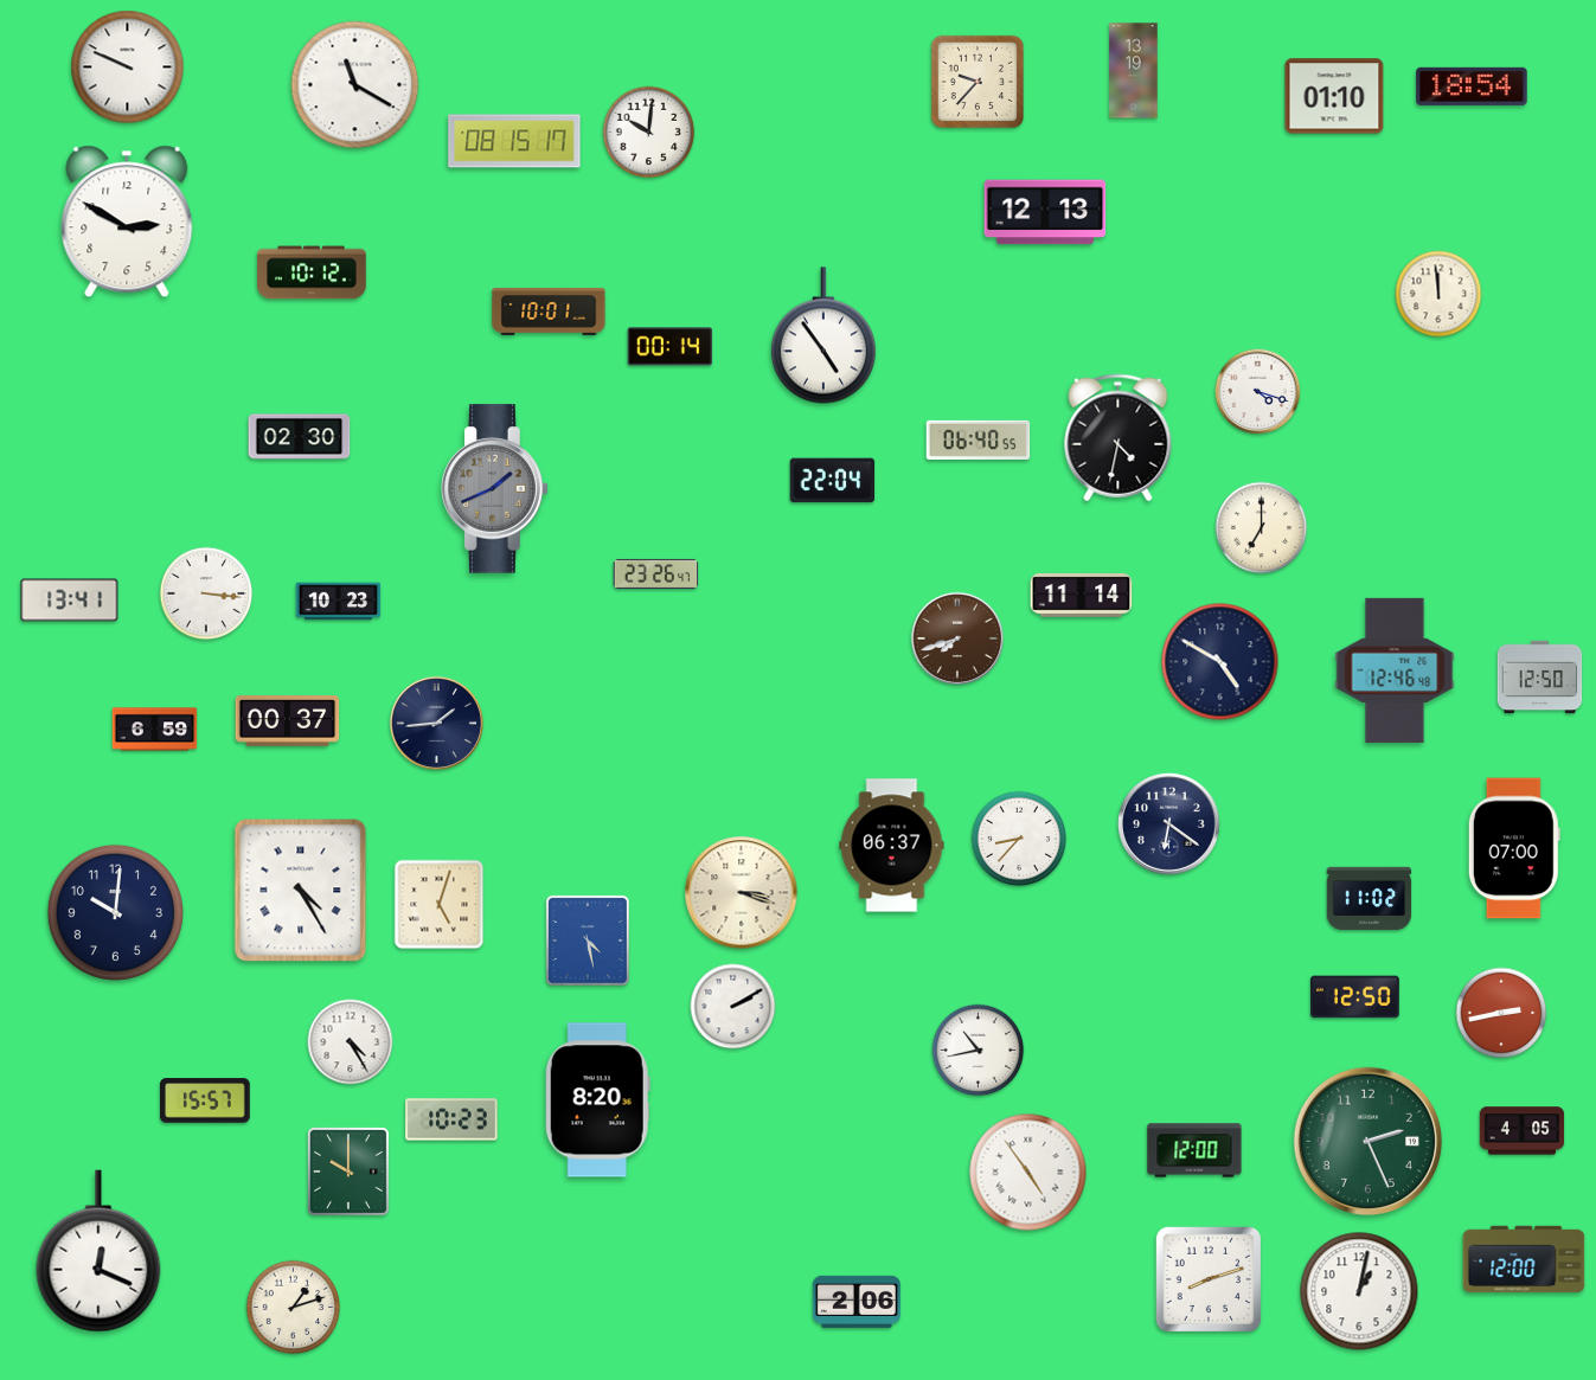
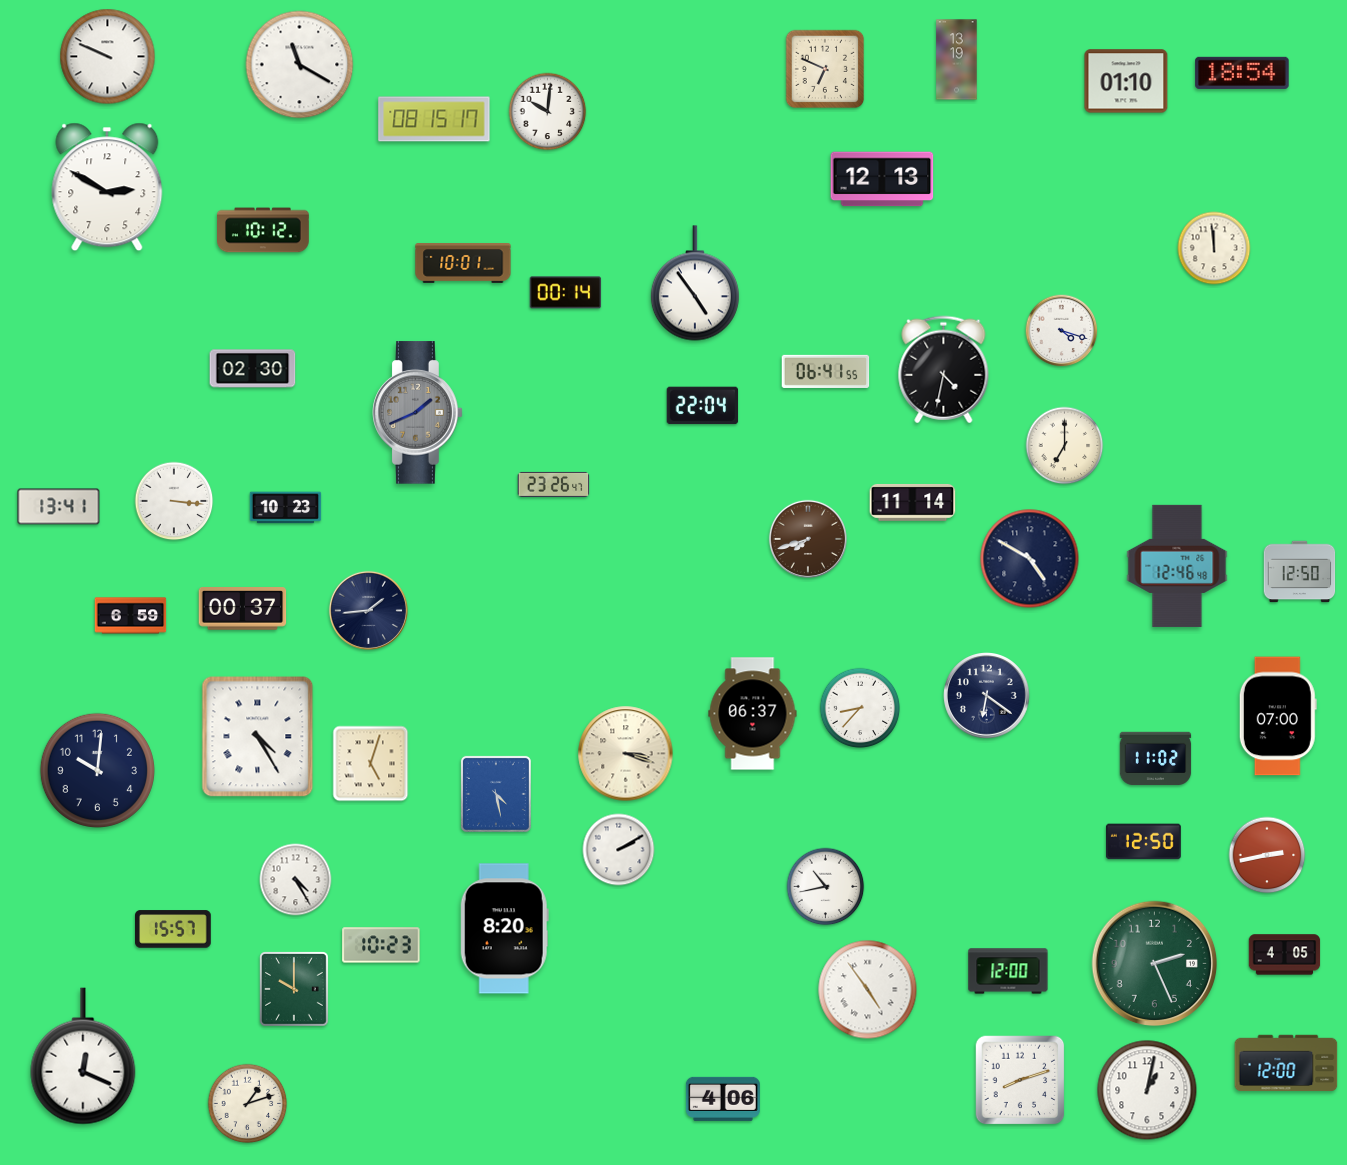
clock at (978, 82): 9:37 -> 6:49
clock at (355, 85) position: (355, 85) -> (300, 65)
clock at (979, 439): 06:40 -> 06:41
clock at (301, 891) position: (301, 891) -> (258, 737)
clock at (857, 1302): 2:06 -> 4:06
